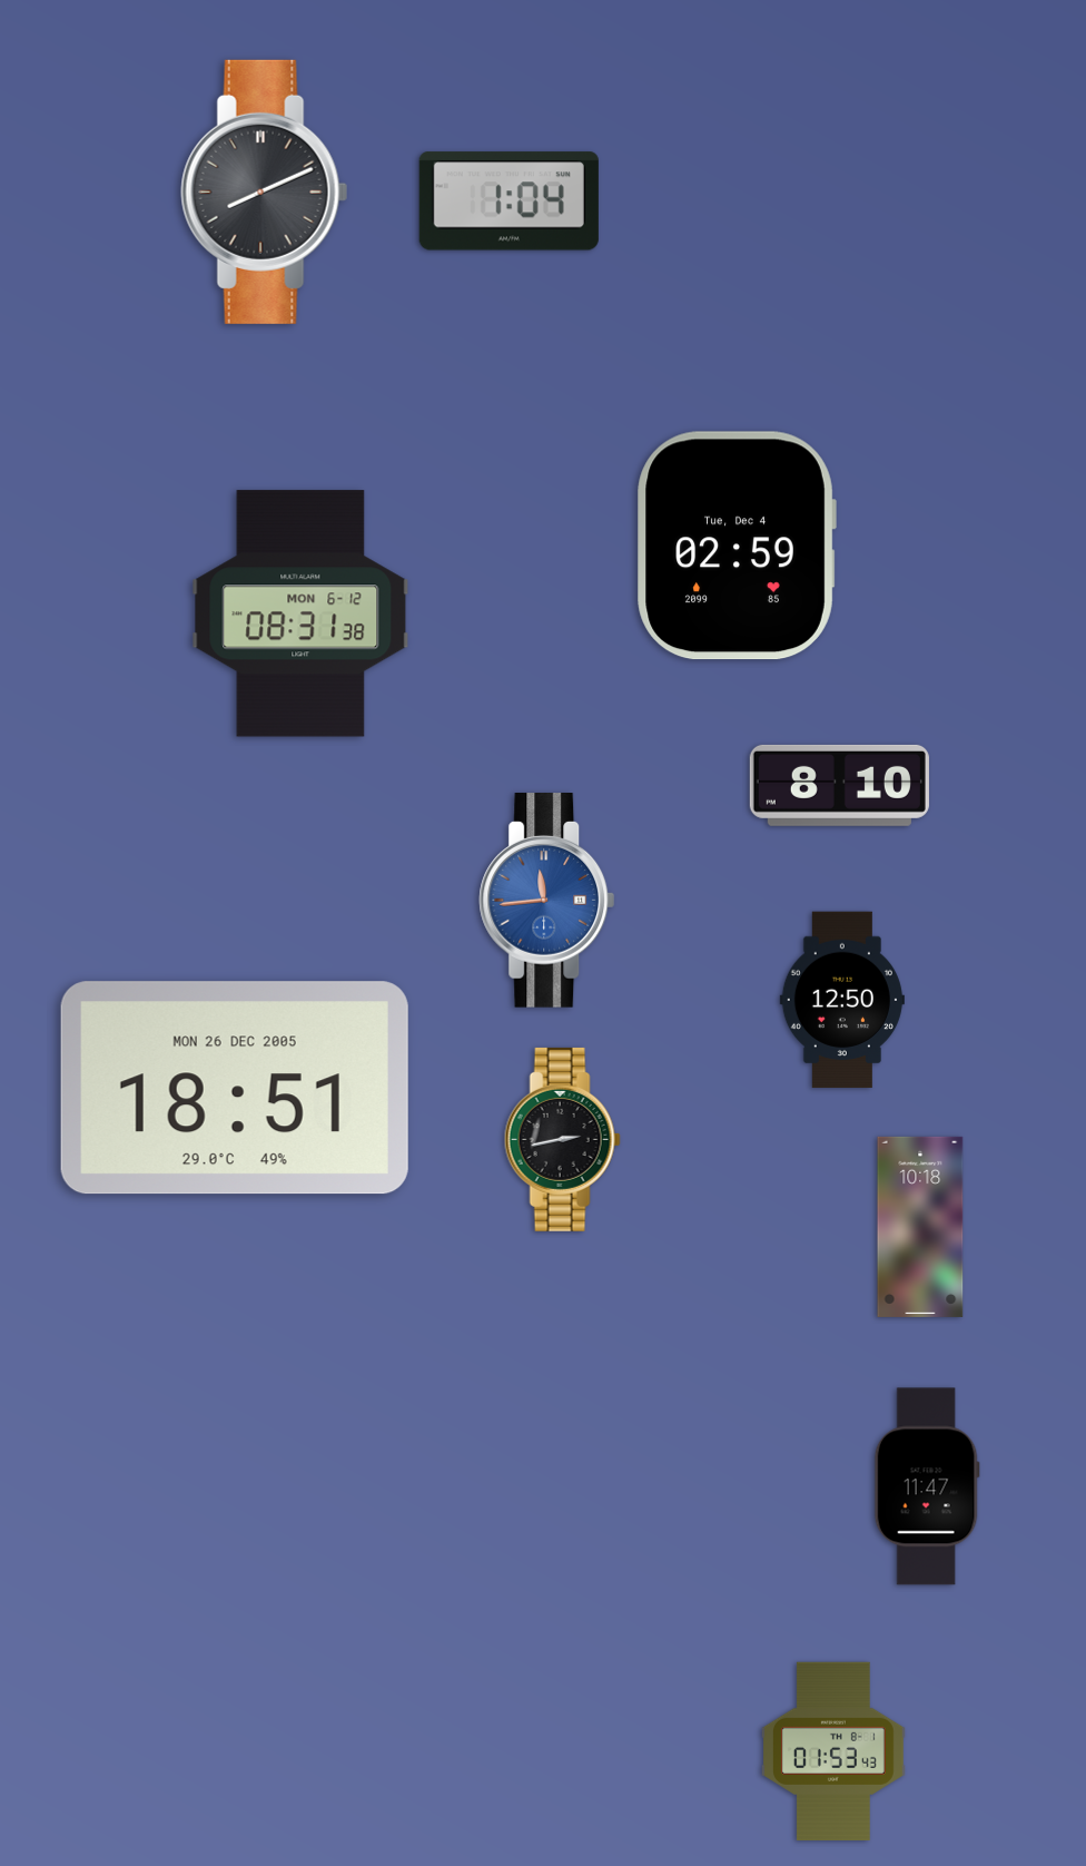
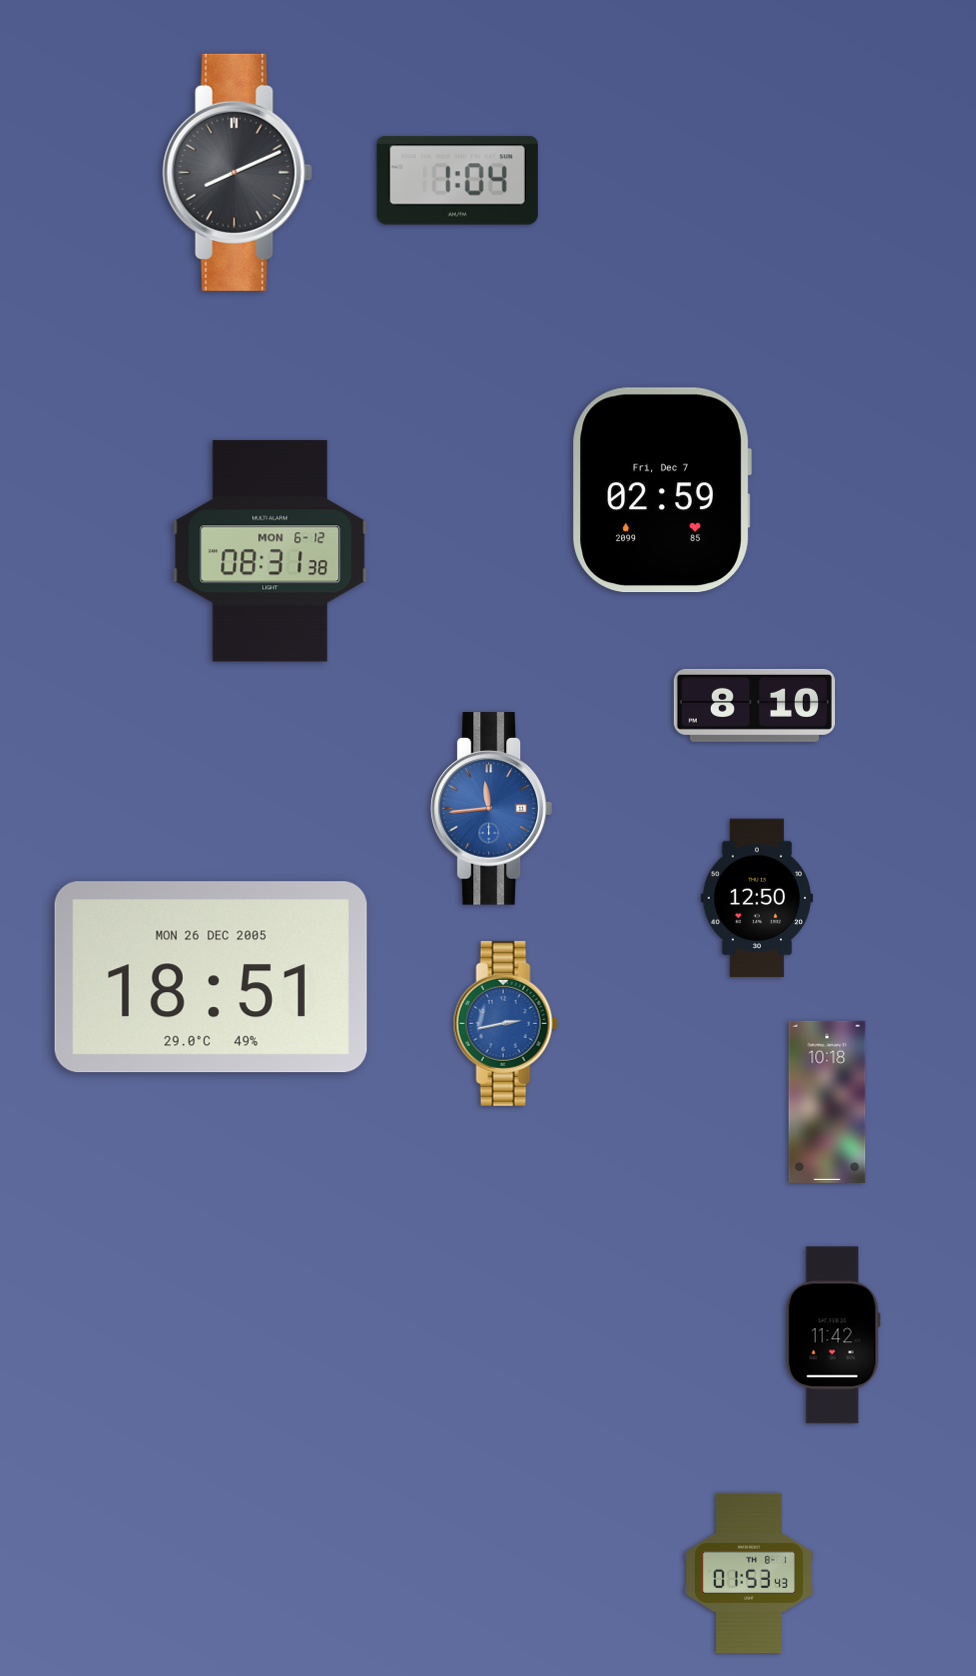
clock at (737, 546) date: Tue, Dec 4 -> Fri, Dec 7
clock at (562, 1139) dial: black -> blue
clock at (927, 1486): 11:47 -> 11:42
